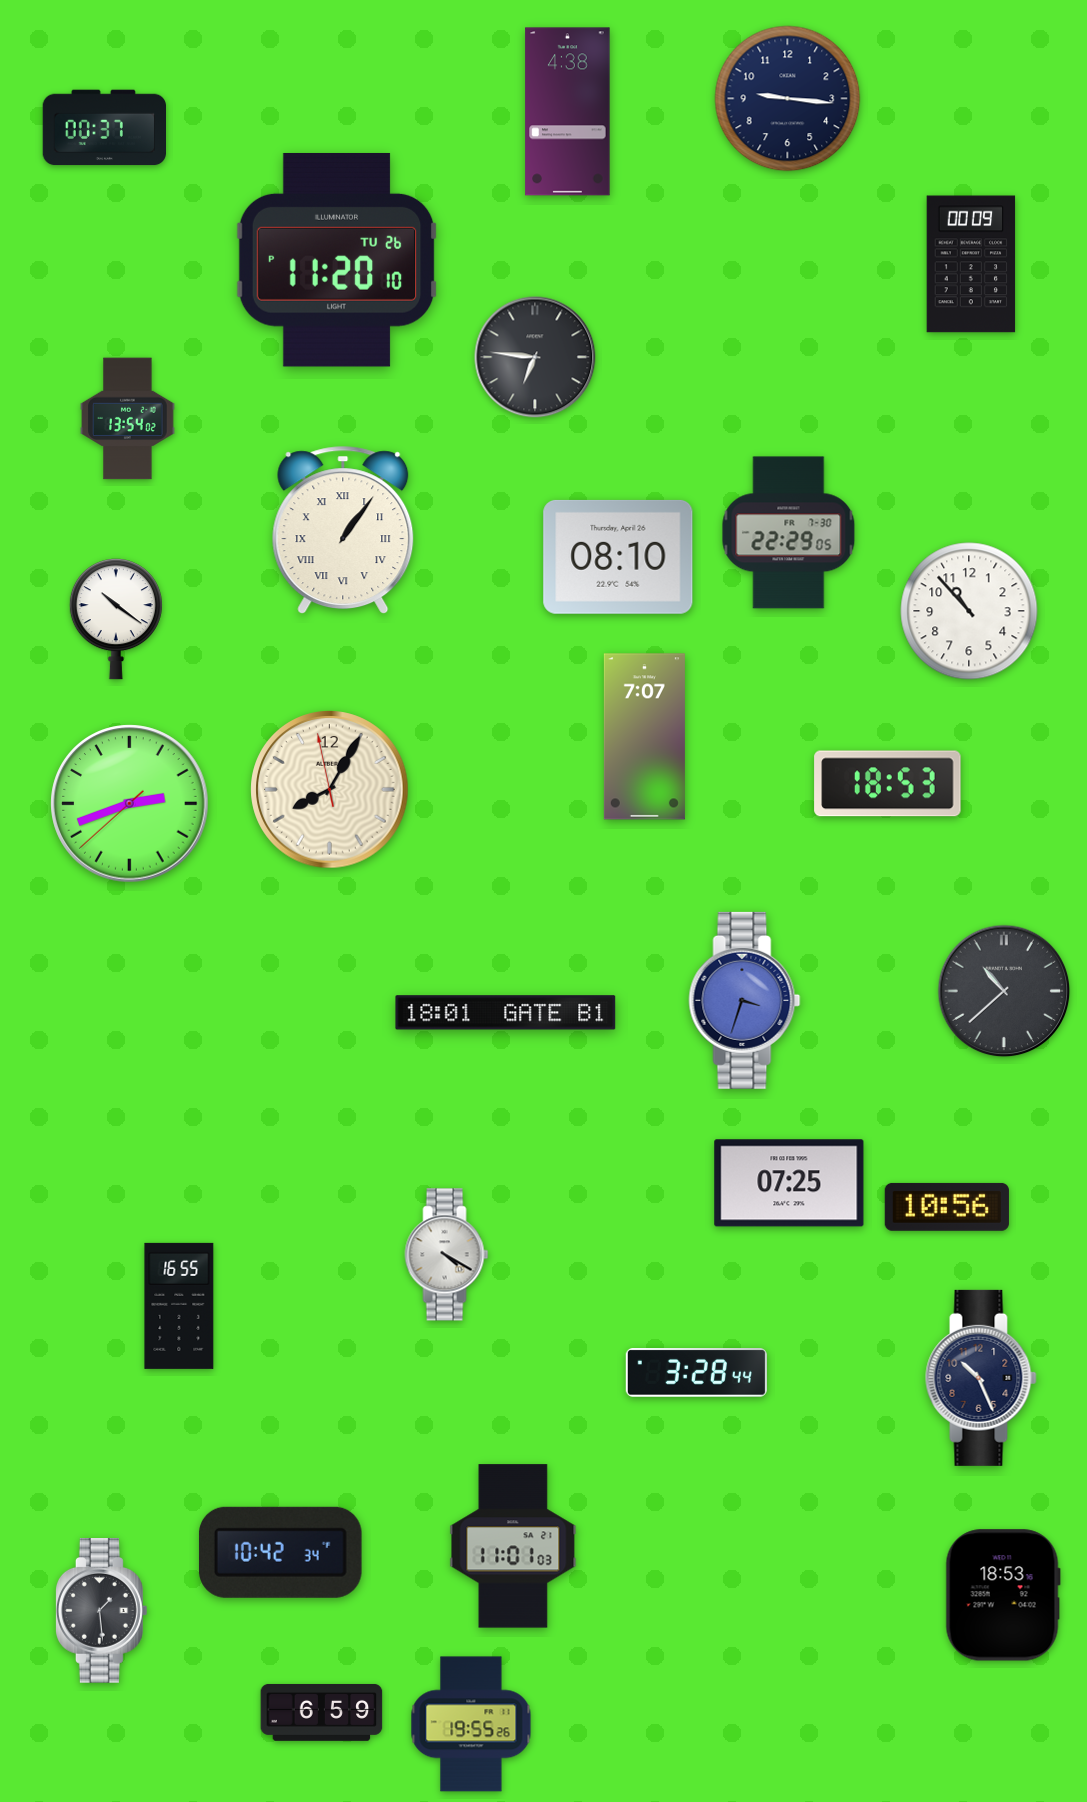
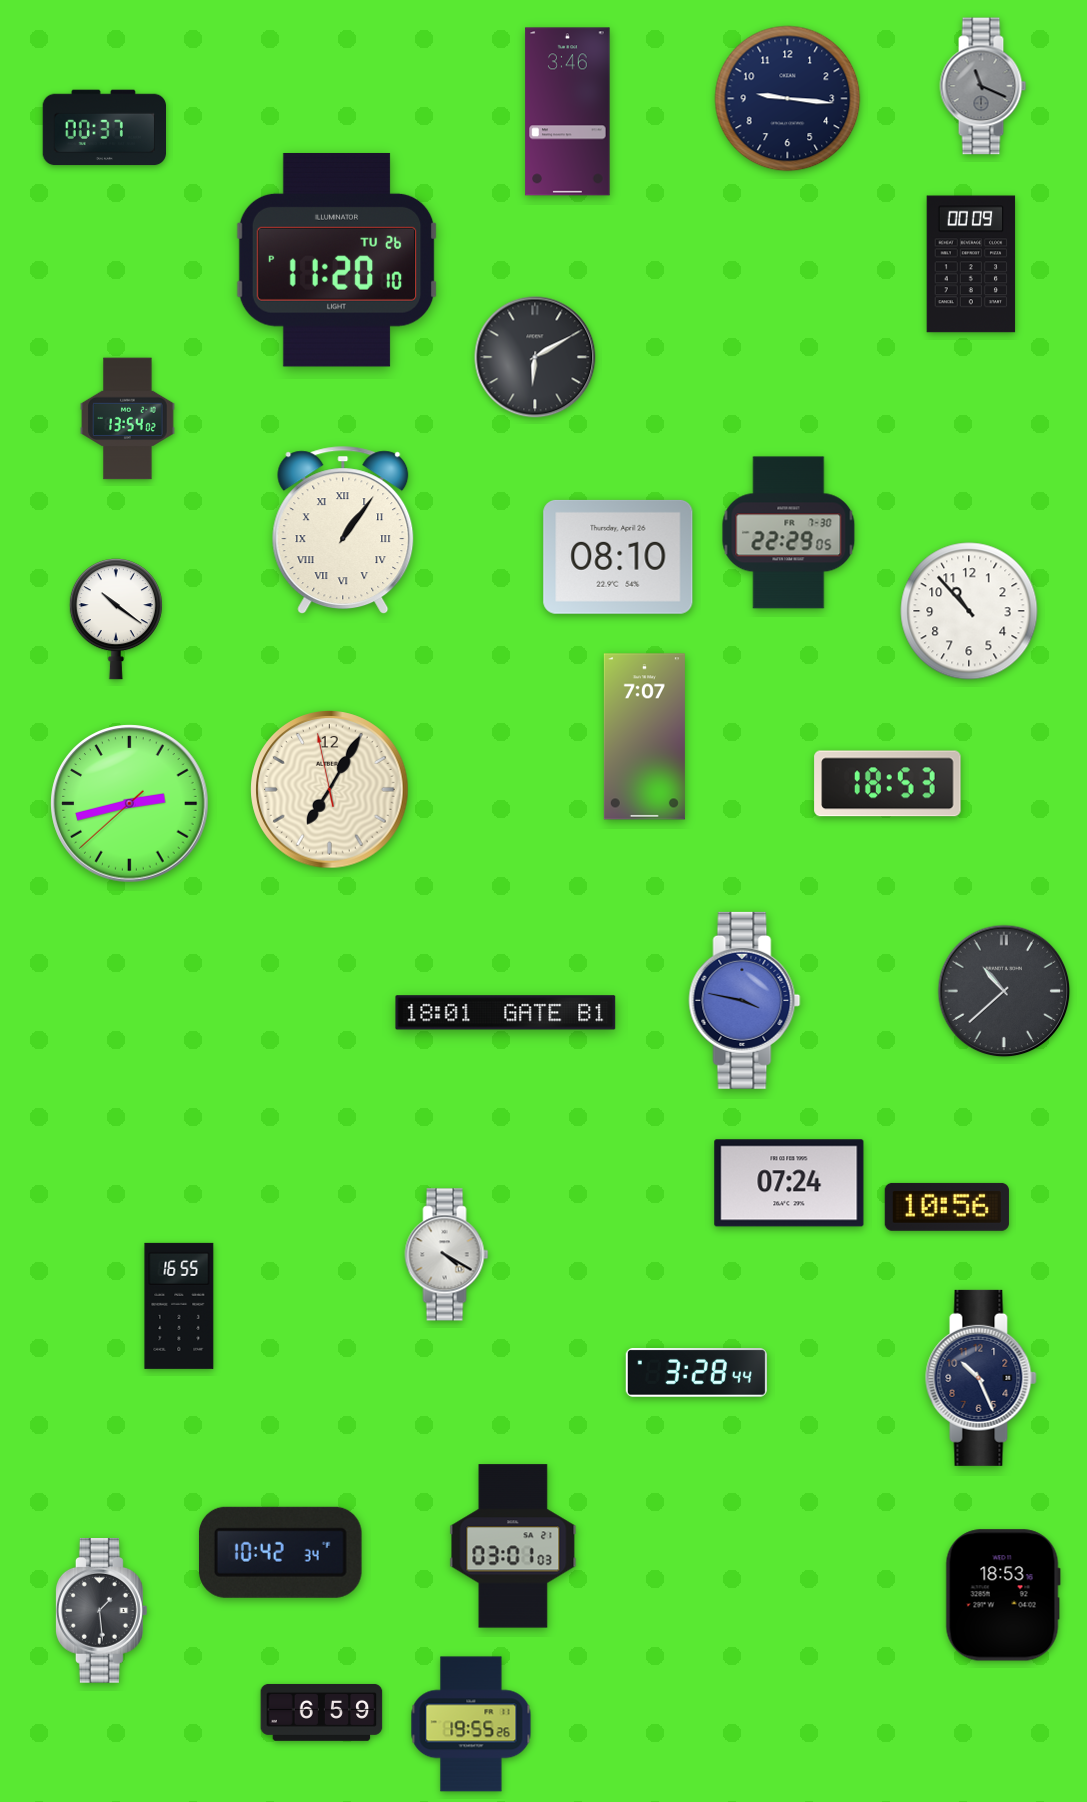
clock at (983, 86): none -> 11:19
clock at (568, 112): 4:38 -> 3:46
clock at (535, 357): 6:46 -> 6:10
clock at (330, 790): 8:04 -> 7:04
clock at (130, 804): 2:41 -> 2:42
clock at (745, 1000): 3:33 -> 3:47
clock at (789, 1183): 07:25 -> 07:24
clock at (513, 1546): 11:01 -> 03:01
